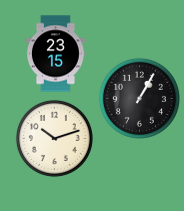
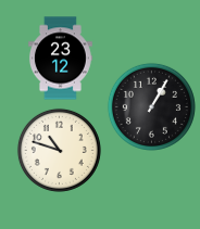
clock at (55, 54): 23:15 -> 23:12
clock at (54, 138): 10:12 -> 10:48
